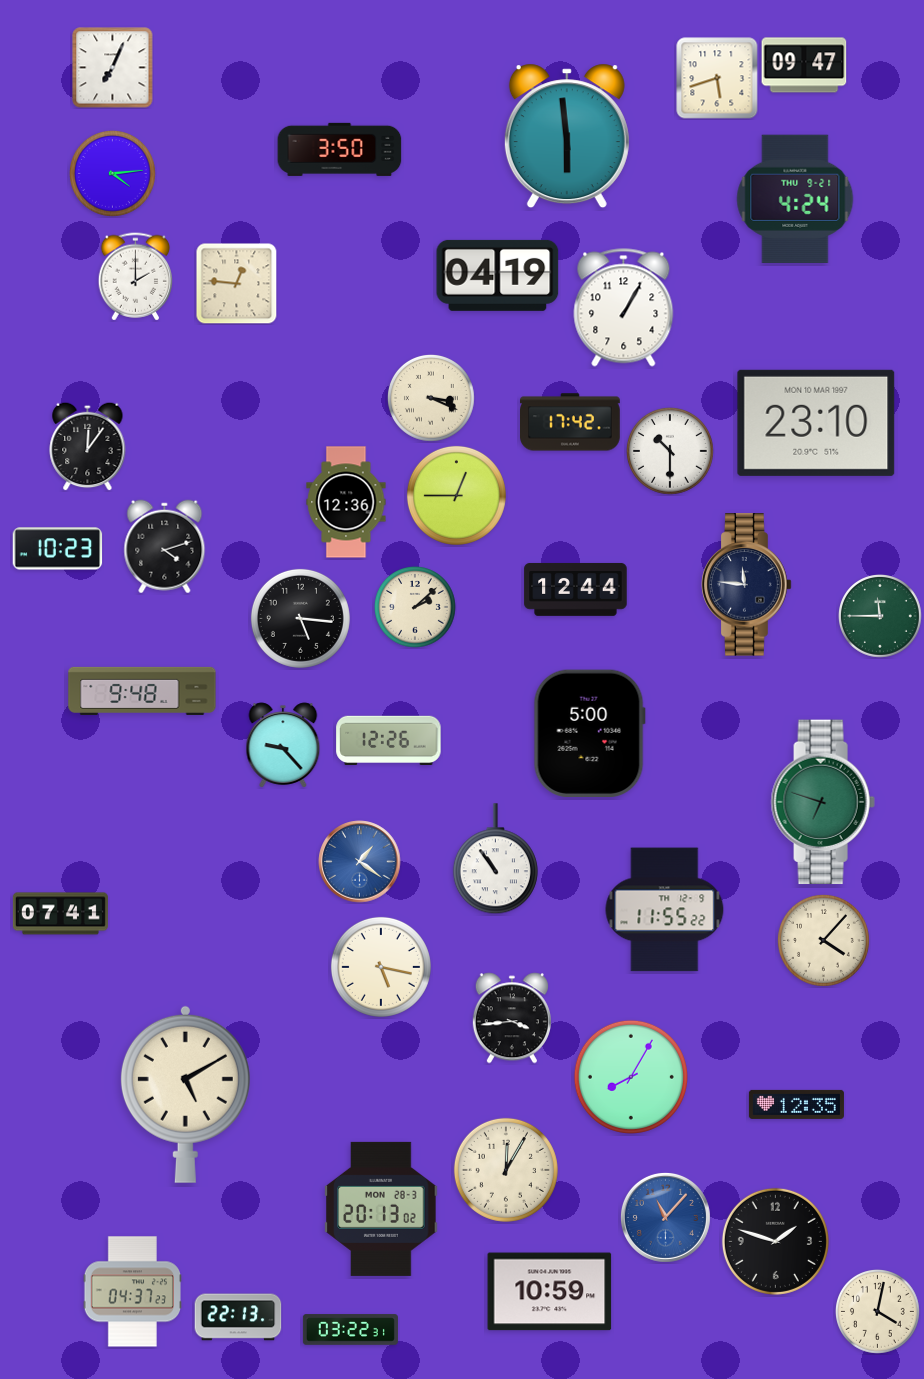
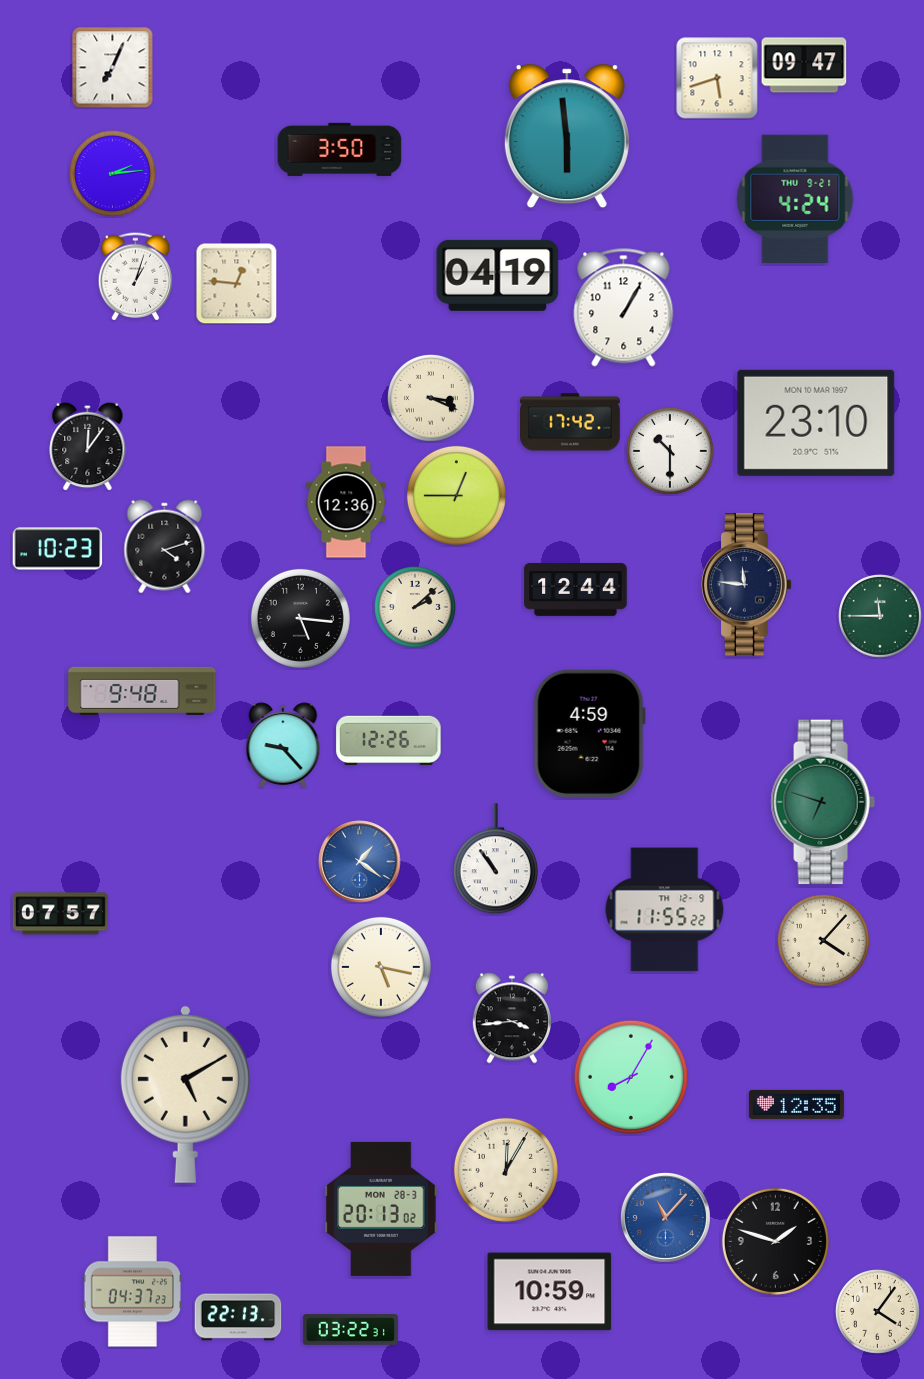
clock at (113, 174): 4:14 -> 2:14
clock at (135, 277): 2:00 -> 1:03
clock at (589, 733): 5:00 -> 4:59
clock at (60, 914): 07:41 -> 07:57
clock at (878, 1312): 4:02 -> 4:06
